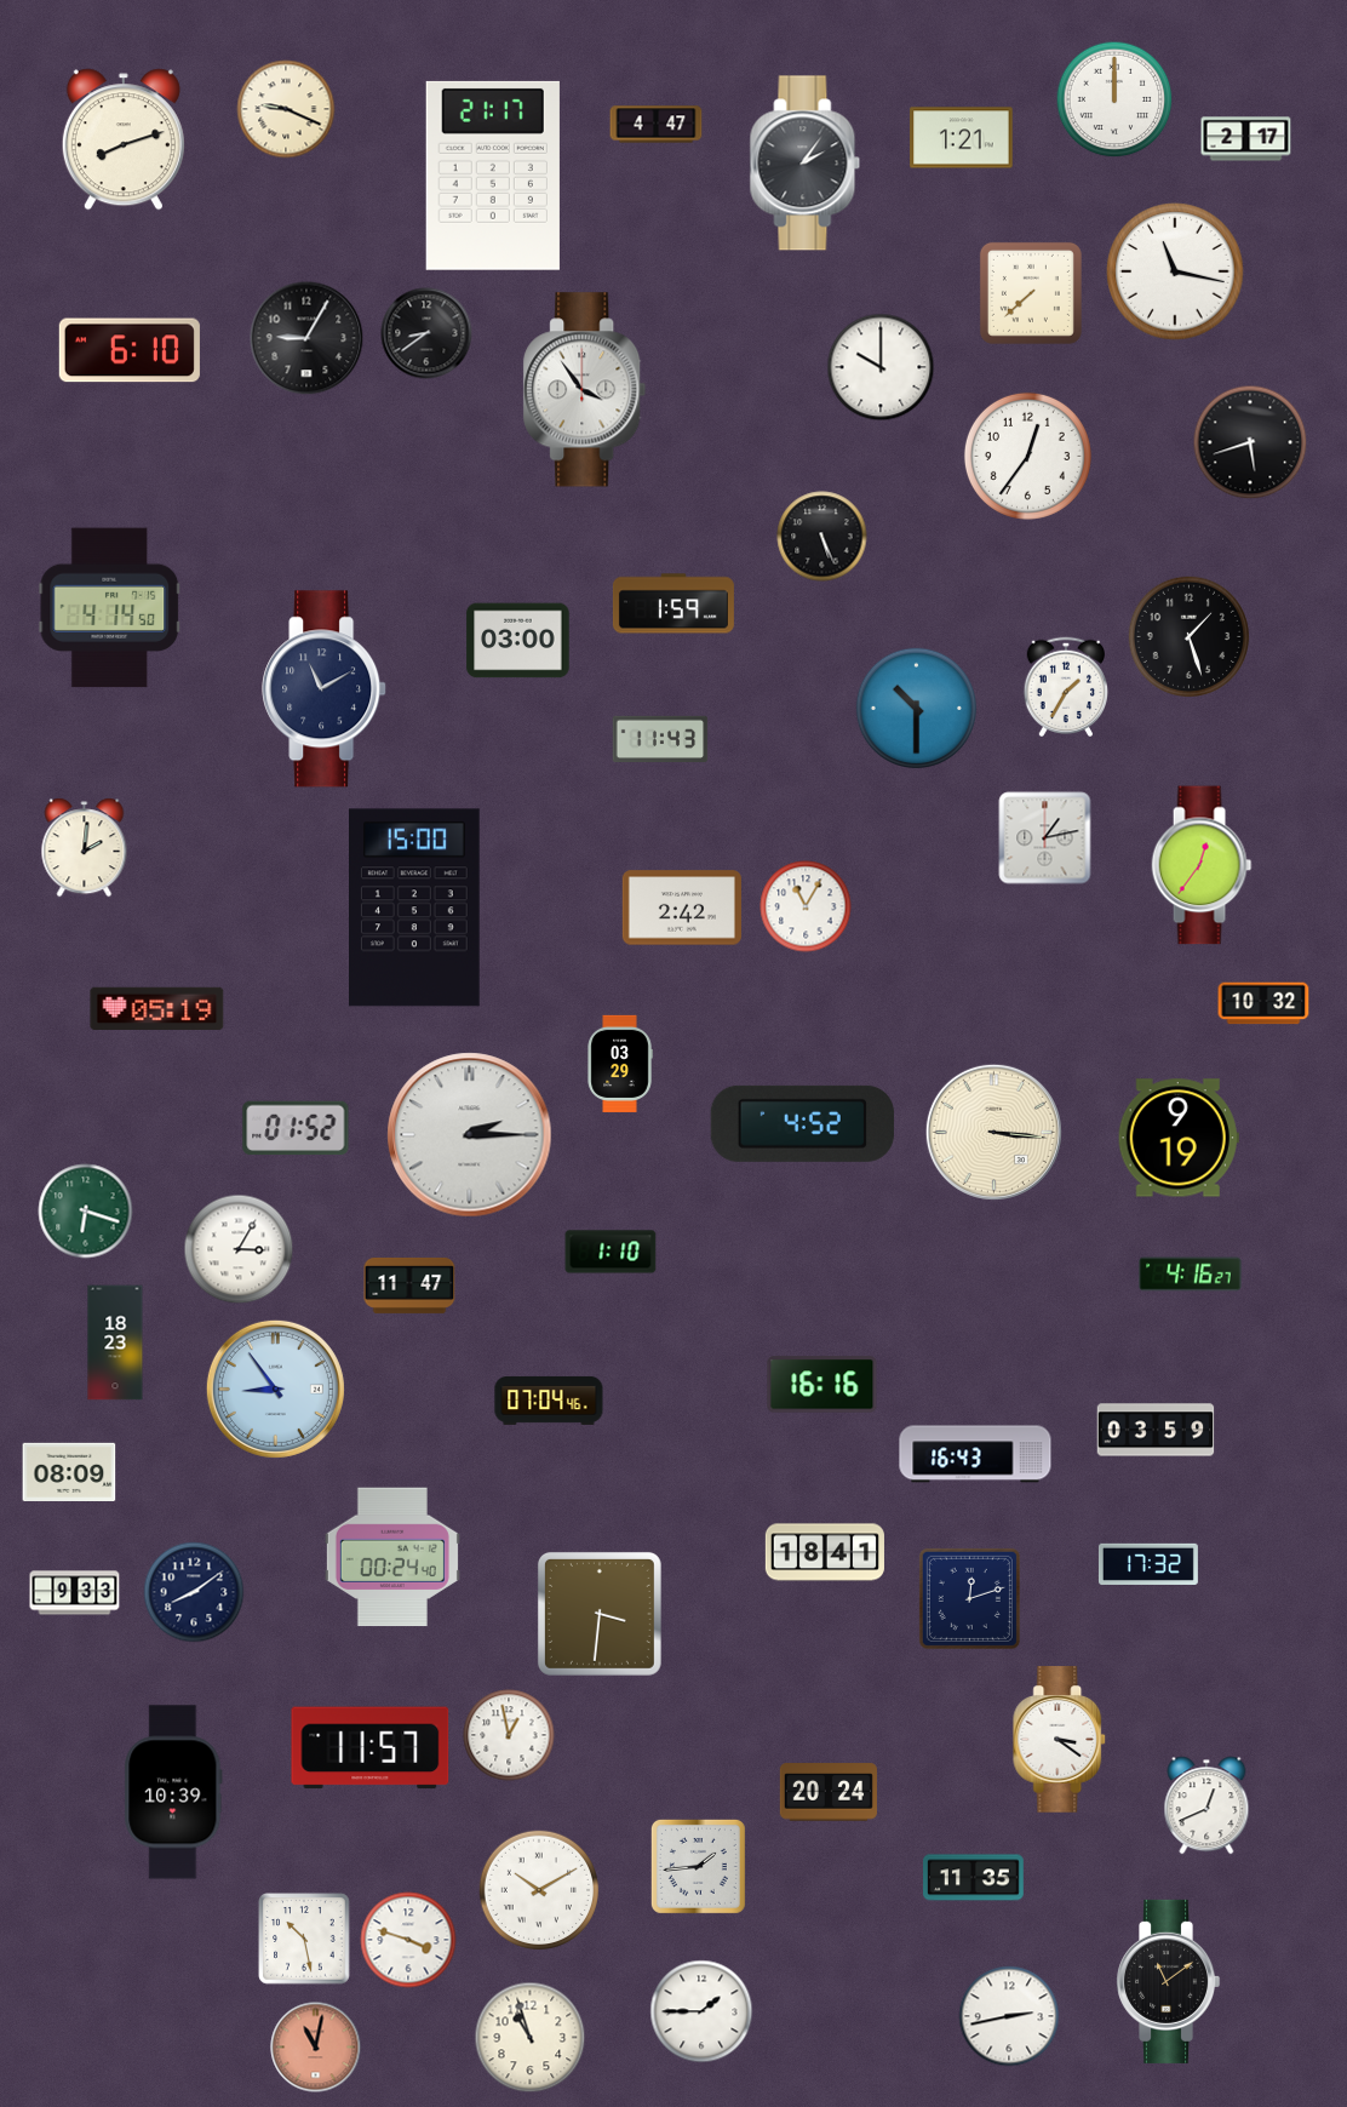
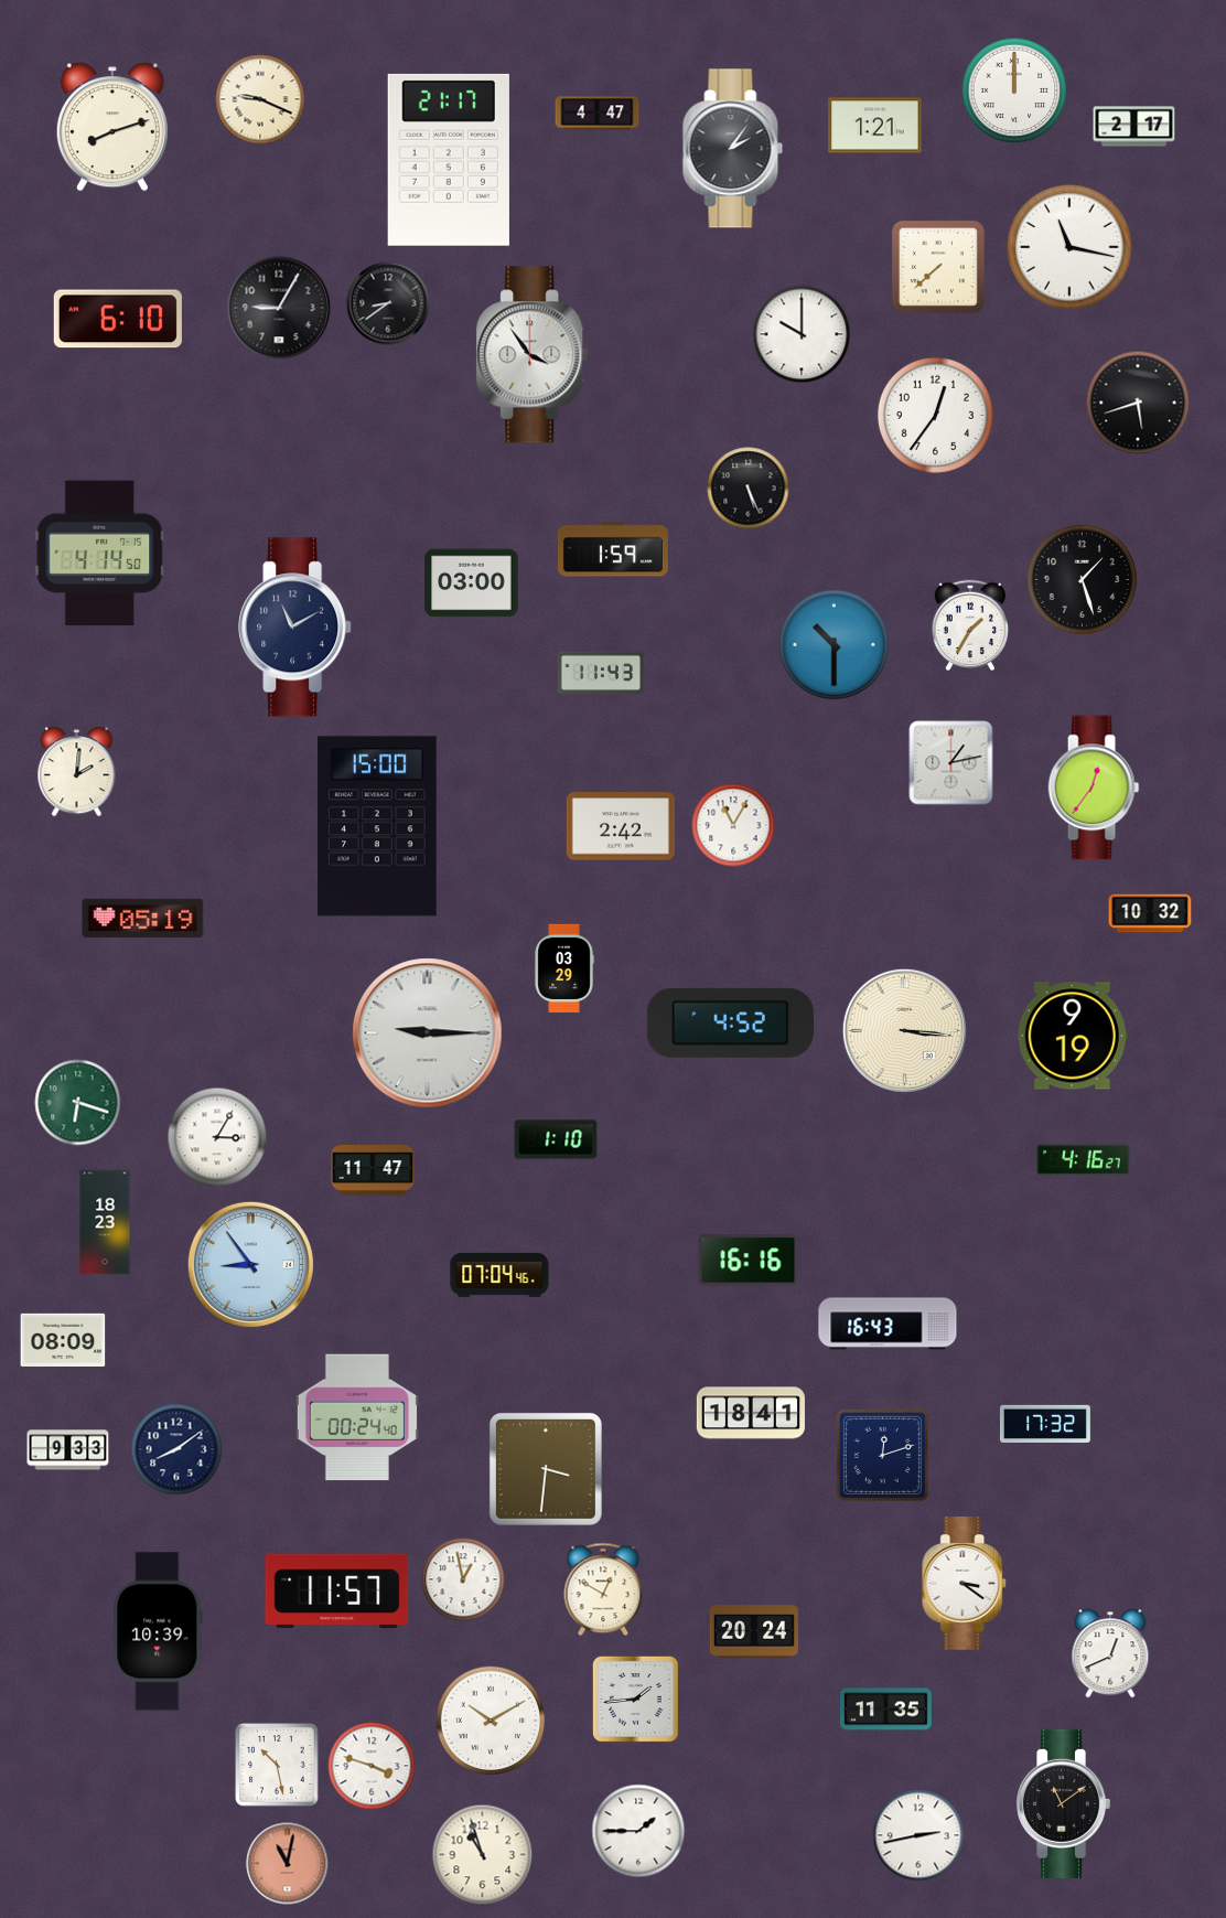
clock at (296, 1128): 01:52 -> none
clock at (470, 1135): 2:15 -> 9:15
clock at (1156, 1430): 03:59 -> none
clock at (603, 1589): none -> 12:50
clock at (1206, 1805) position: (1206, 1805) -> (1110, 1653)
